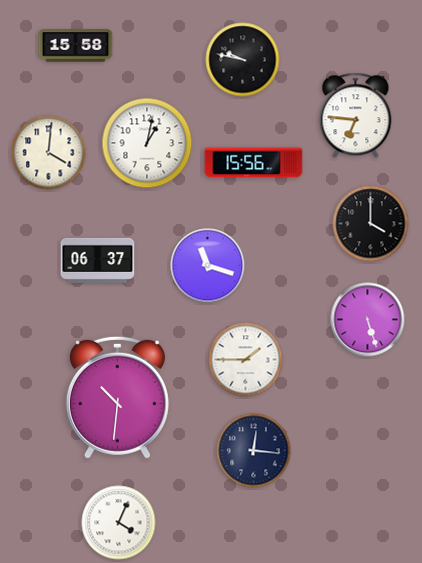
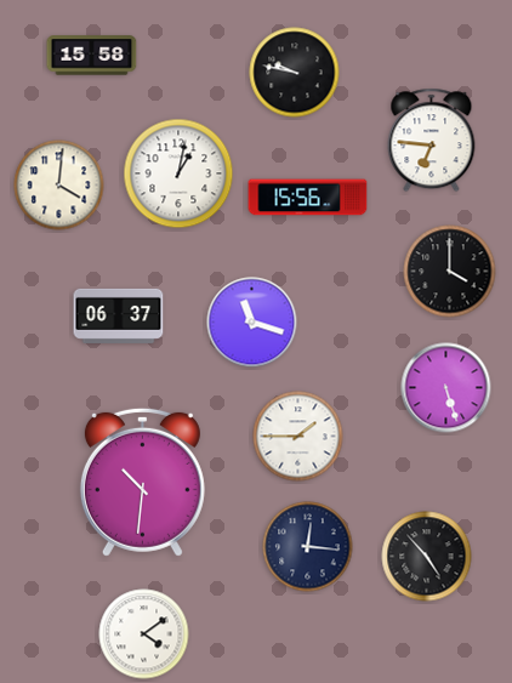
clock at (427, 557): none -> 4:53
clock at (119, 523): 4:04 -> 4:09
